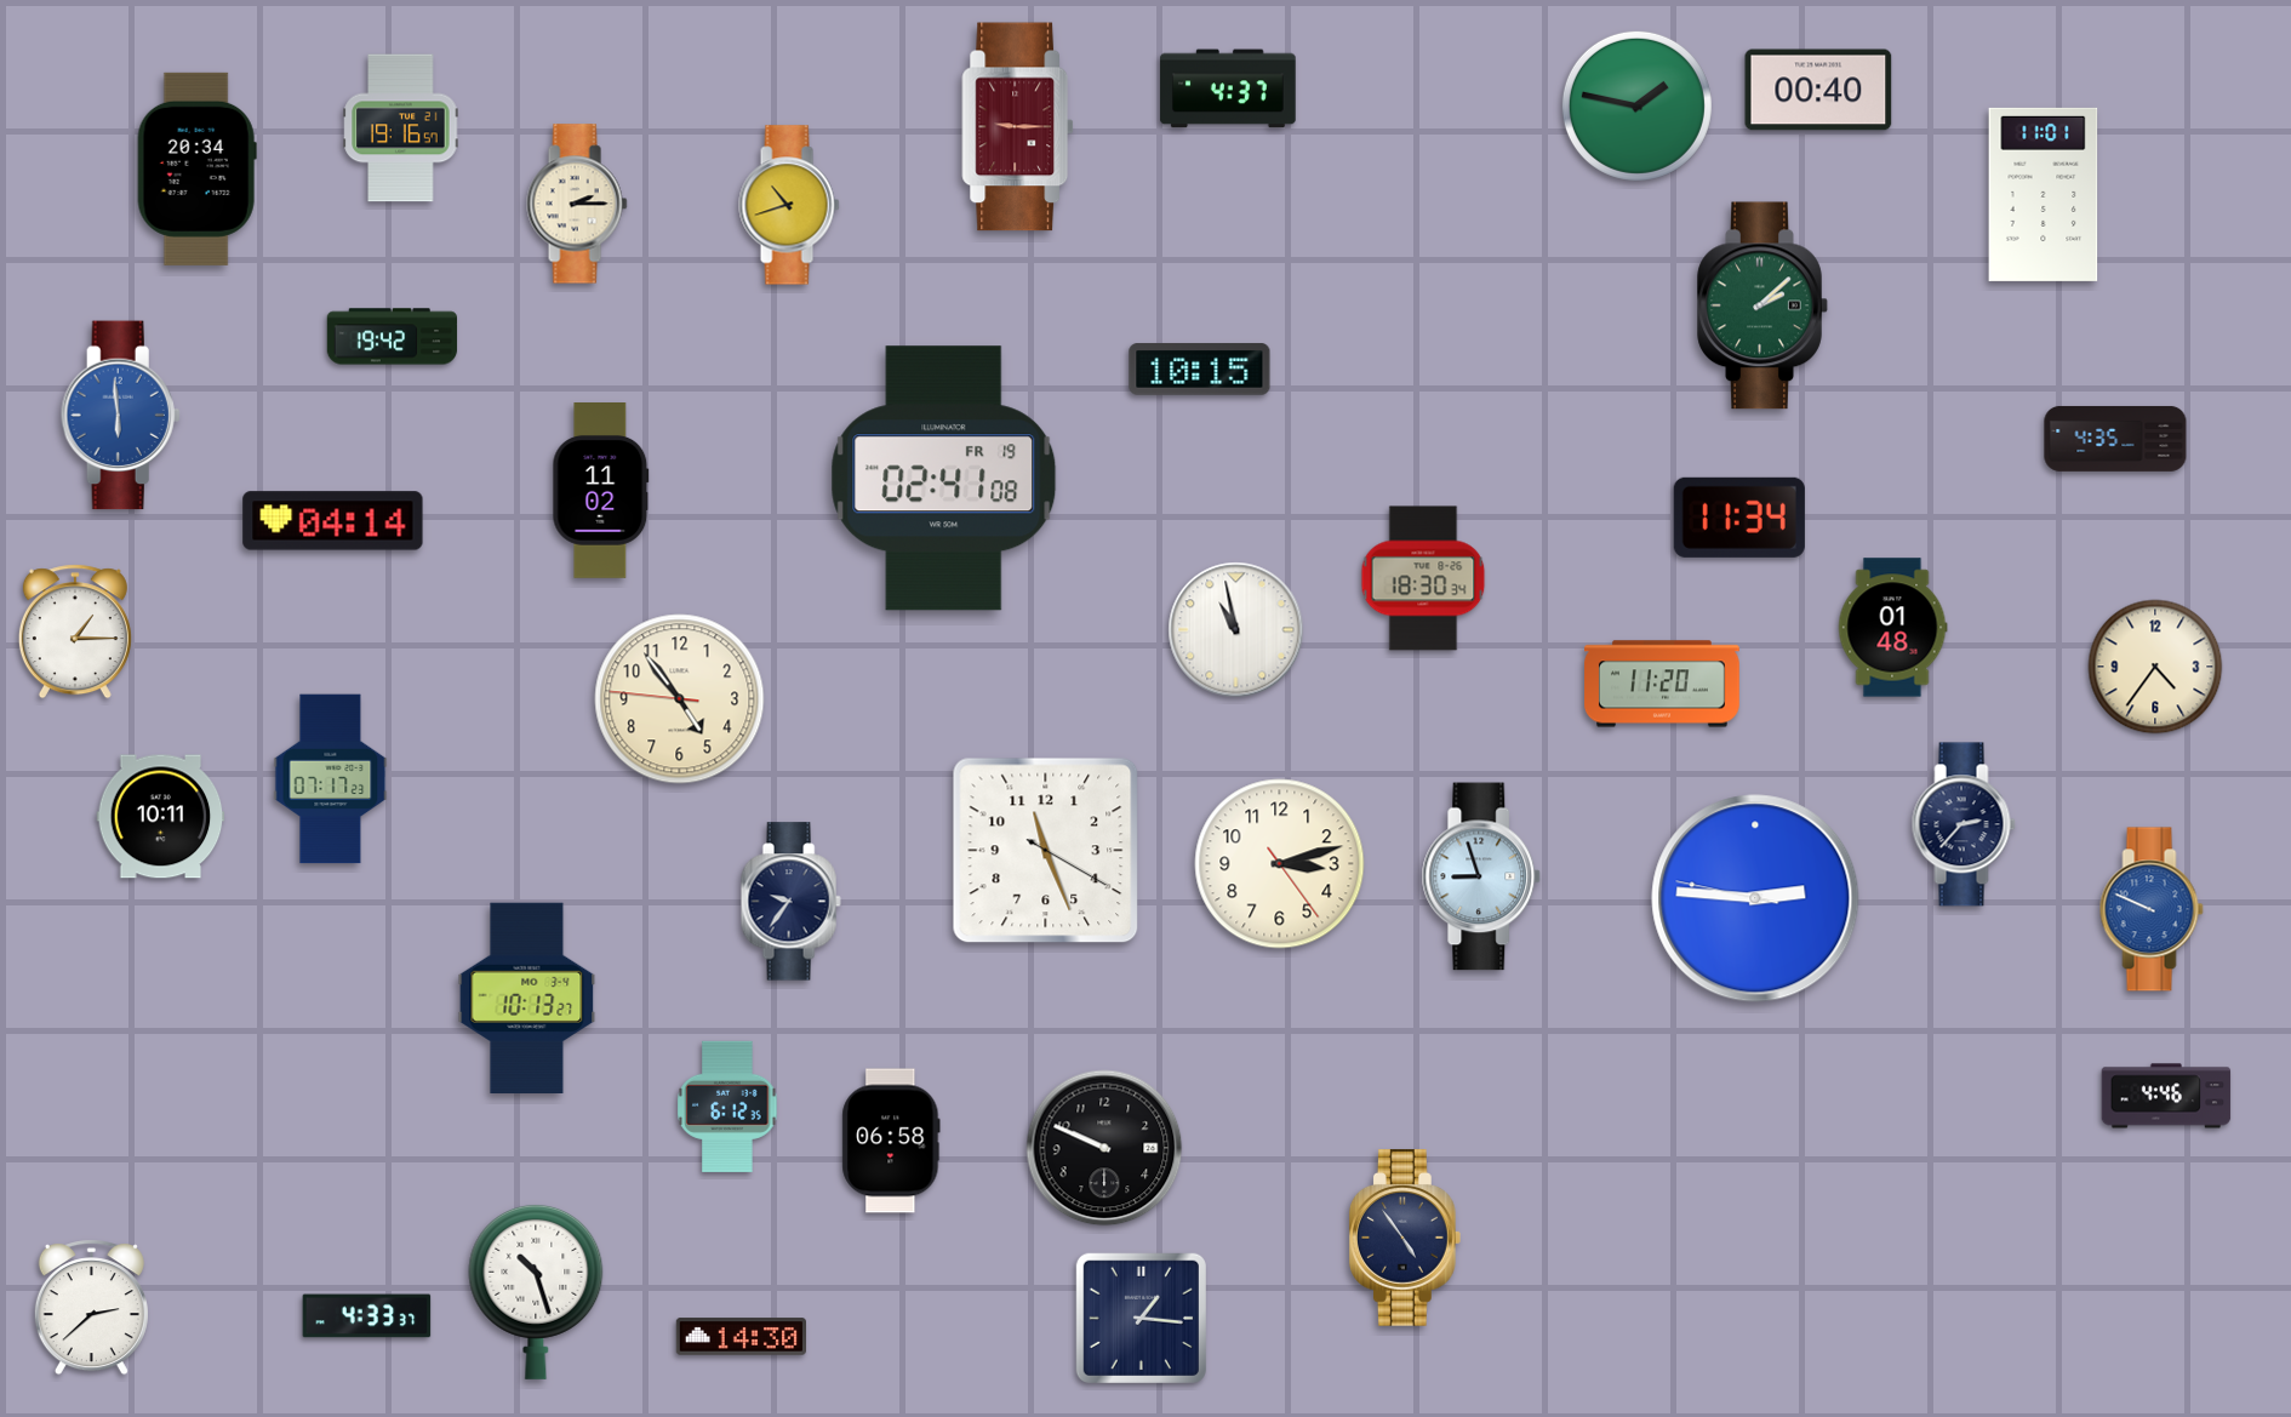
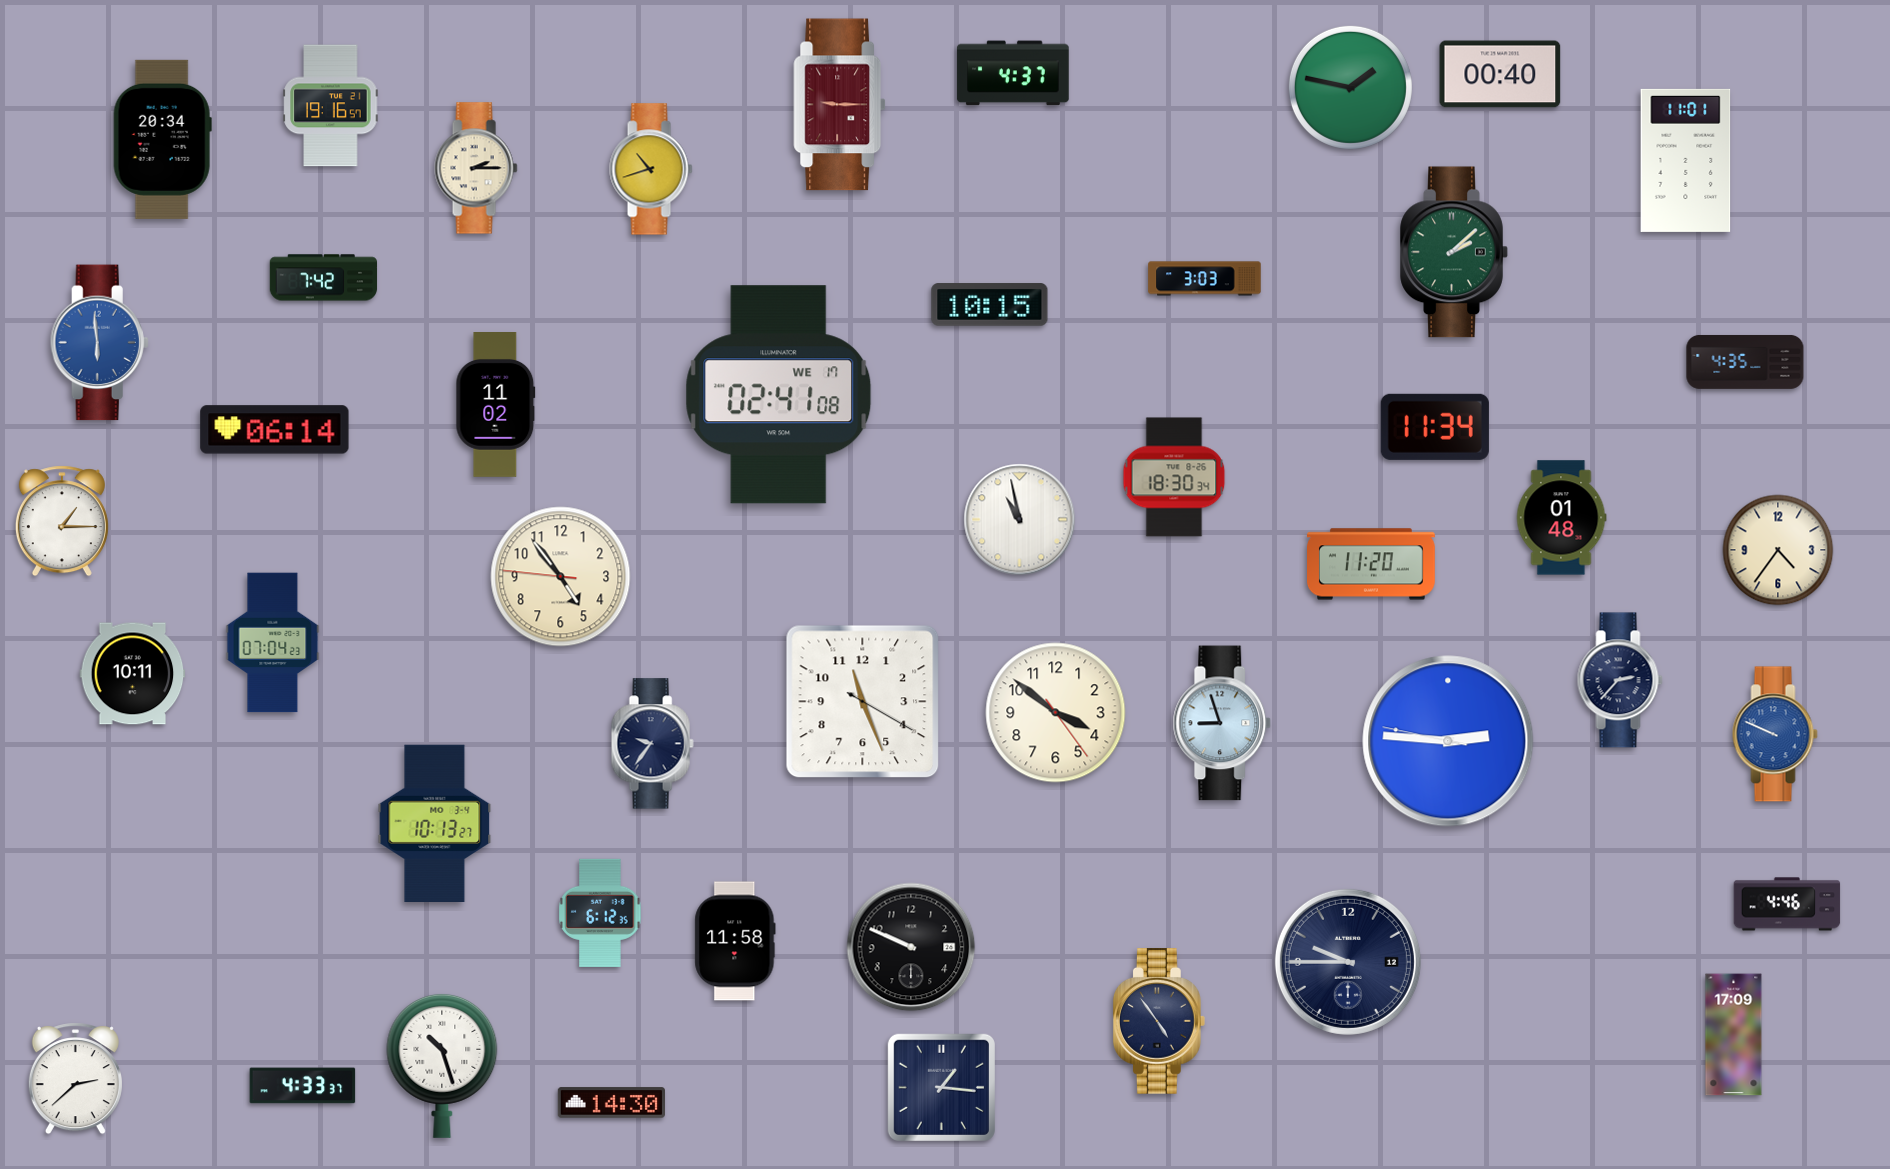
clock at (393, 337): 19:42 -> 7:42
clock at (1205, 279): none -> 3:03
clock at (944, 479) date: FR 19 -> WE 17
clock at (333, 521): 04:14 -> 06:14
clock at (331, 779): 07:17 -> 07:04
clock at (1280, 864): 3:12 -> 3:51
clock at (2152, 909) position: (2152, 909) -> (1775, 734)
clock at (891, 1141): 06:58 -> 11:58
clock at (1348, 962): none -> 9:45
clock at (1734, 1035): none -> 17:09
